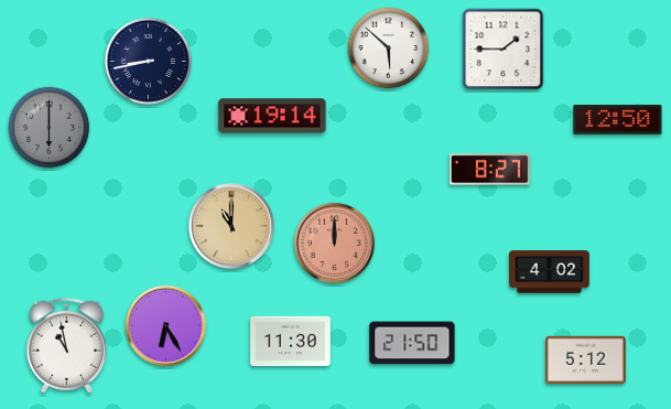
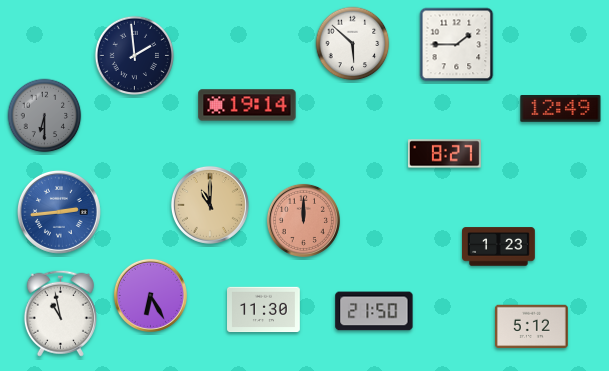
clock at (149, 62): 8:43 -> 1:59
clock at (618, 120): 12:50 -> 12:49
clock at (50, 128): 6:00 -> 6:30
clock at (59, 212): none -> 2:44
clock at (550, 272): 4:02 -> 1:23
